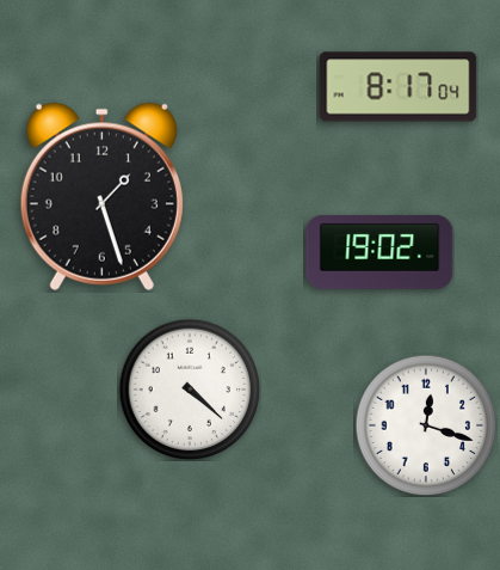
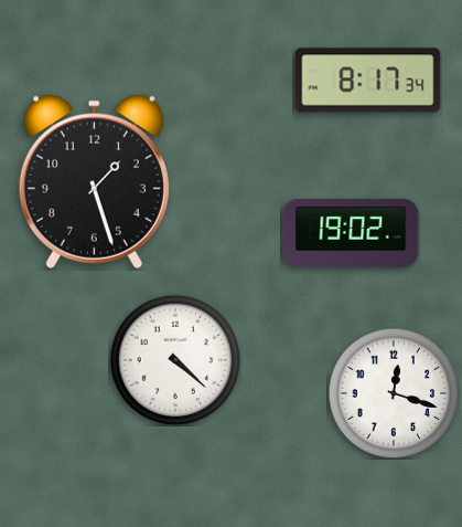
clock at (399, 87): 8:17:04 -> 8:17:34
